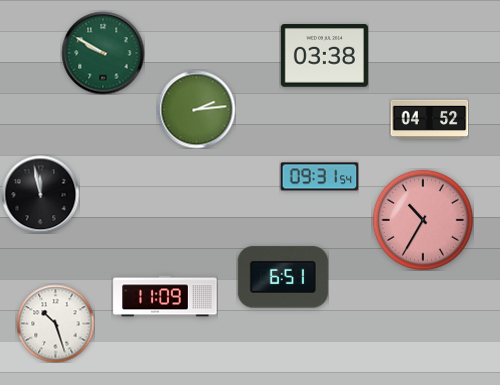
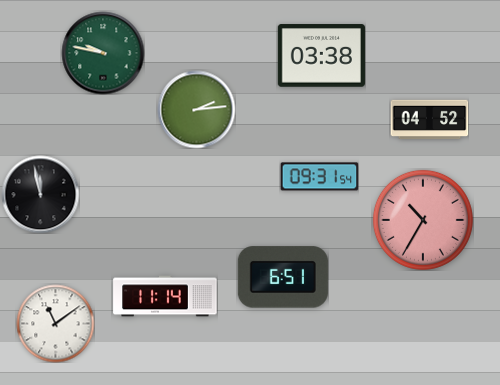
clock at (103, 53): 9:50 -> 9:47
clock at (324, 56) position: (324, 56) -> (321, 56)
clock at (165, 296): 11:09 -> 11:14
clock at (55, 323): 10:27 -> 11:09
